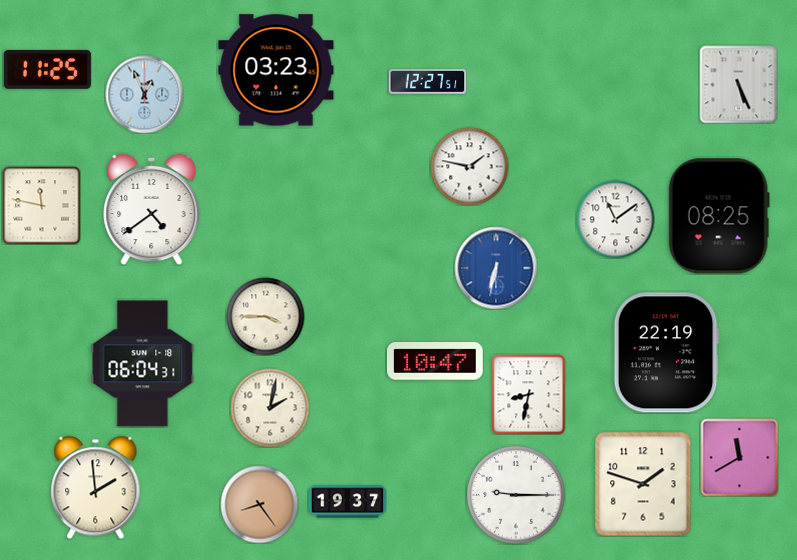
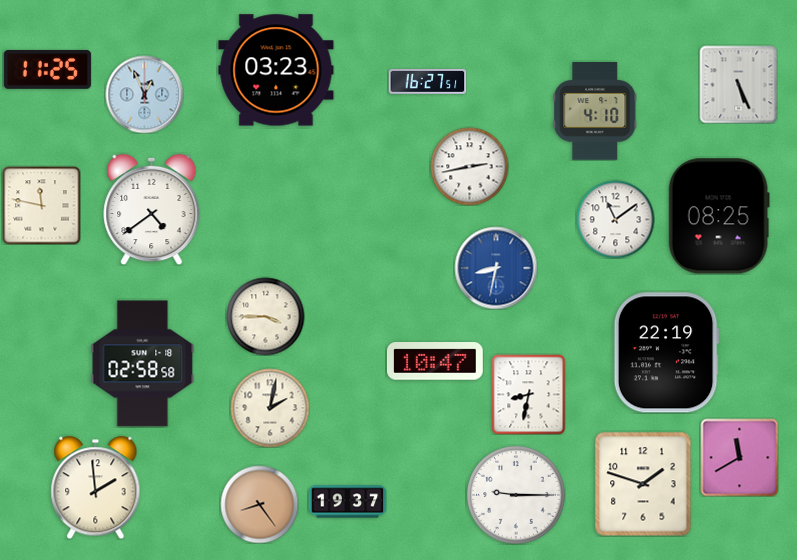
clock at (427, 81): 12:27 -> 16:27
clock at (595, 112): none -> 4:10
clock at (469, 166): 1:47 -> 2:43
clock at (496, 268): 6:32 -> 8:32
clock at (143, 364): 06:04 -> 02:58
